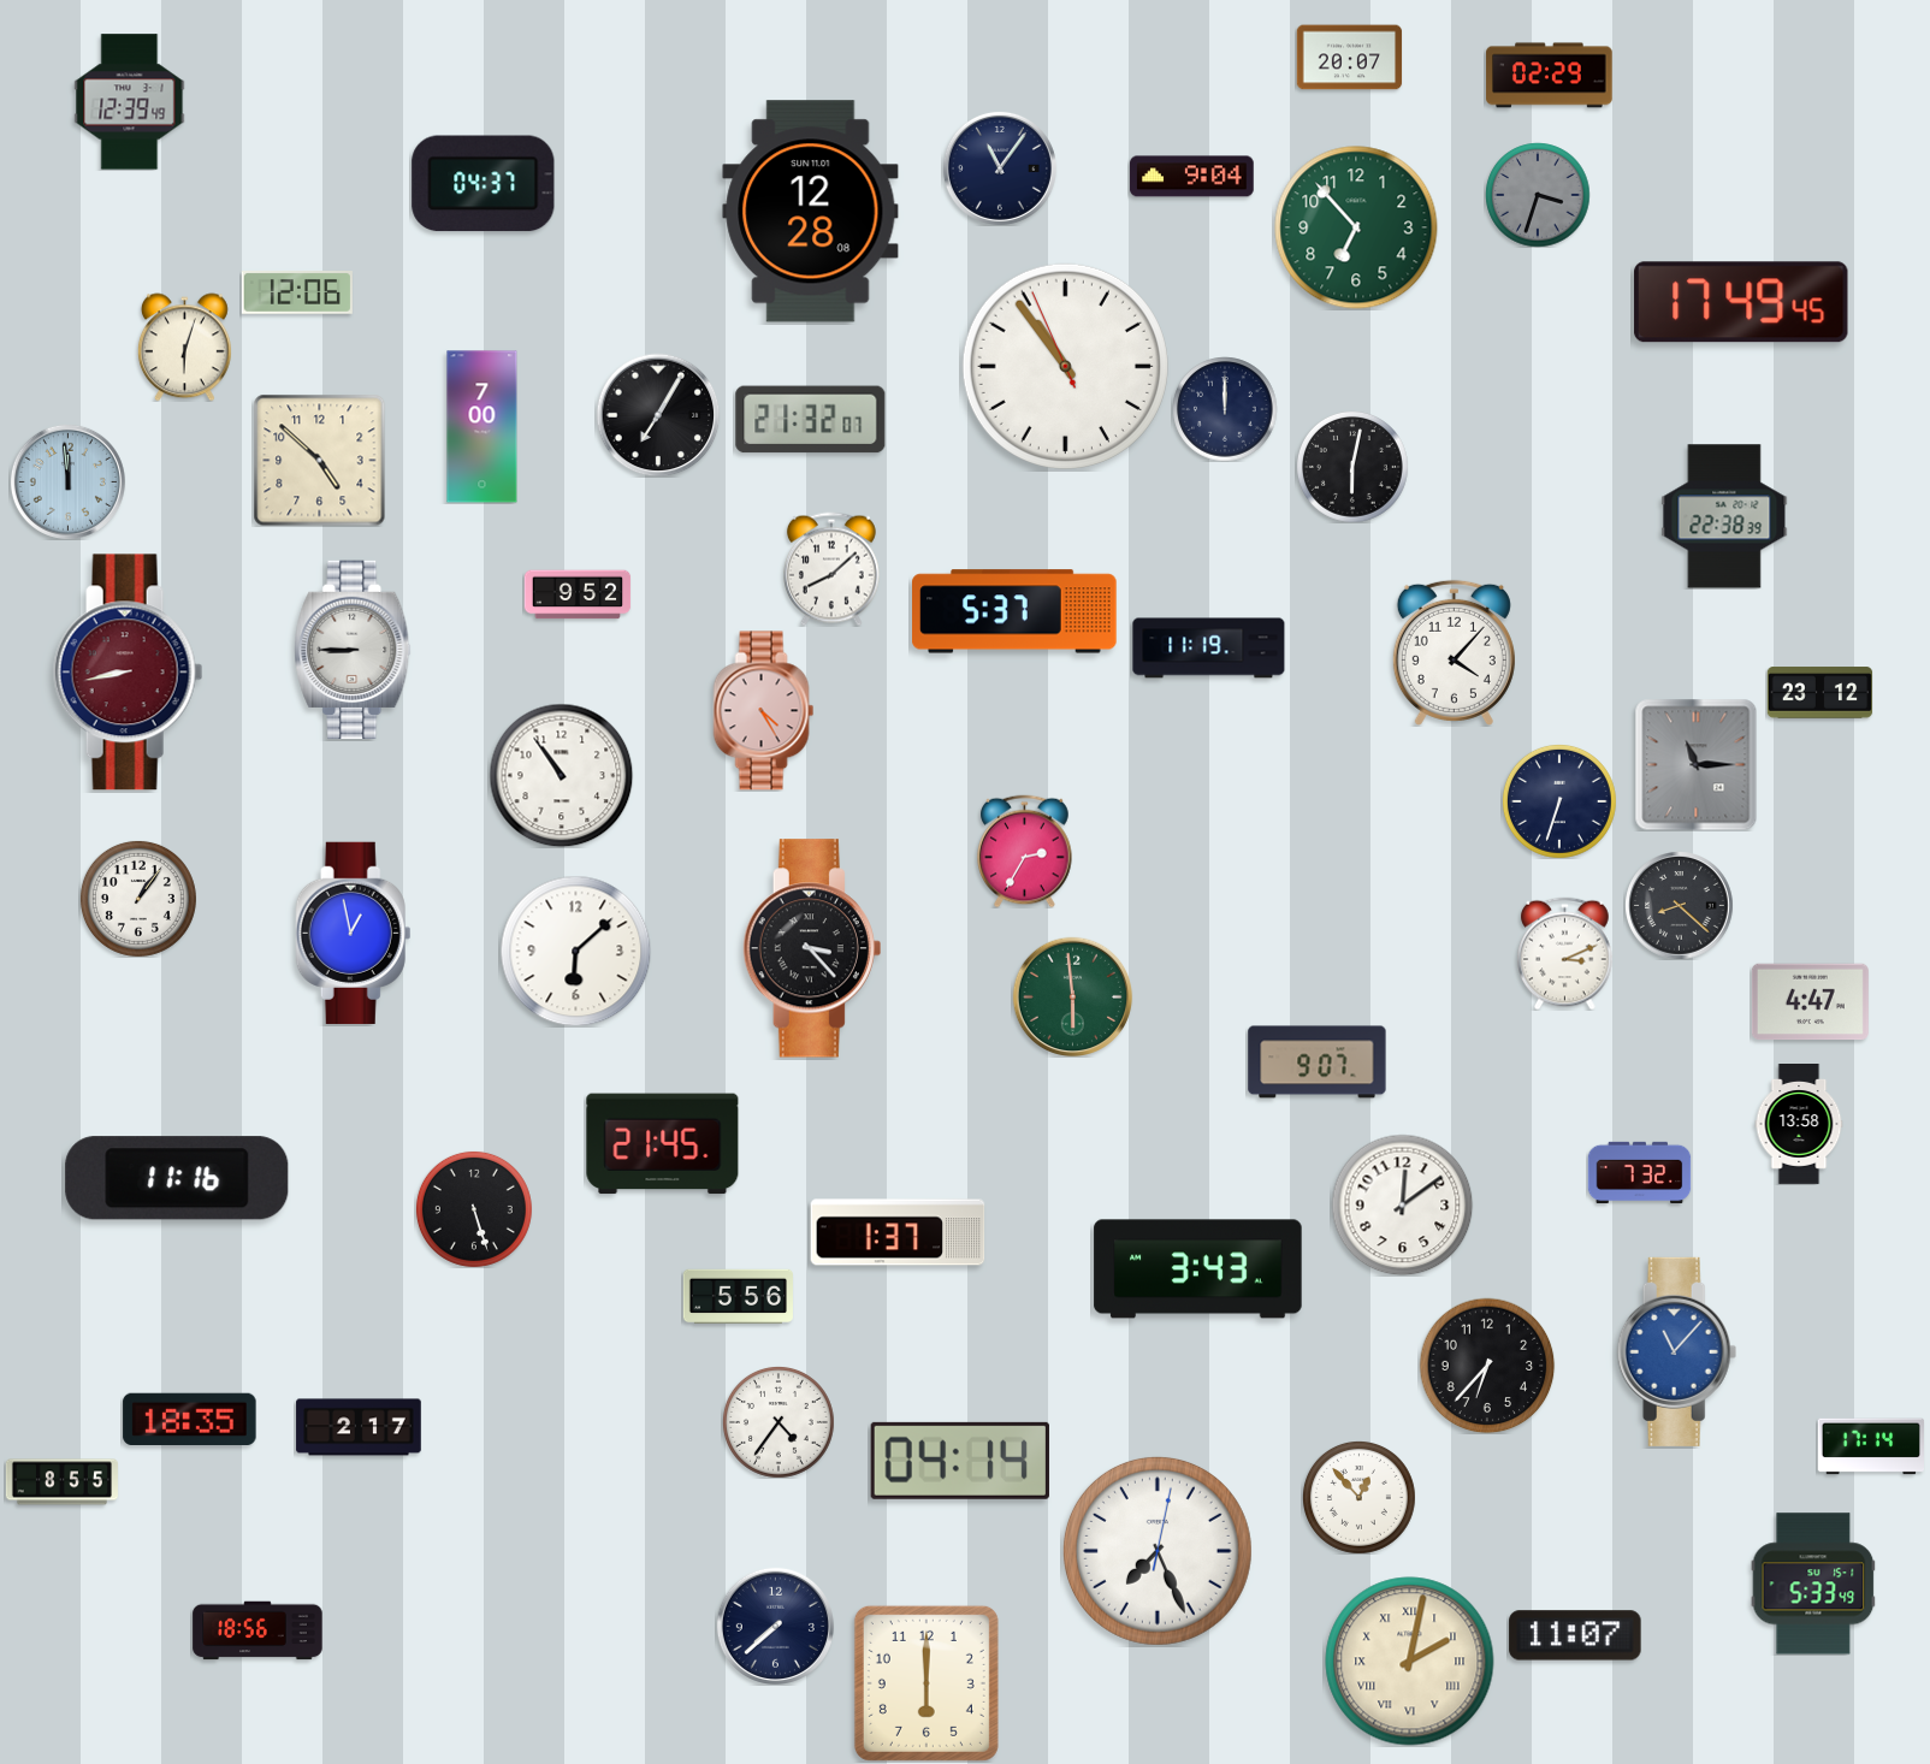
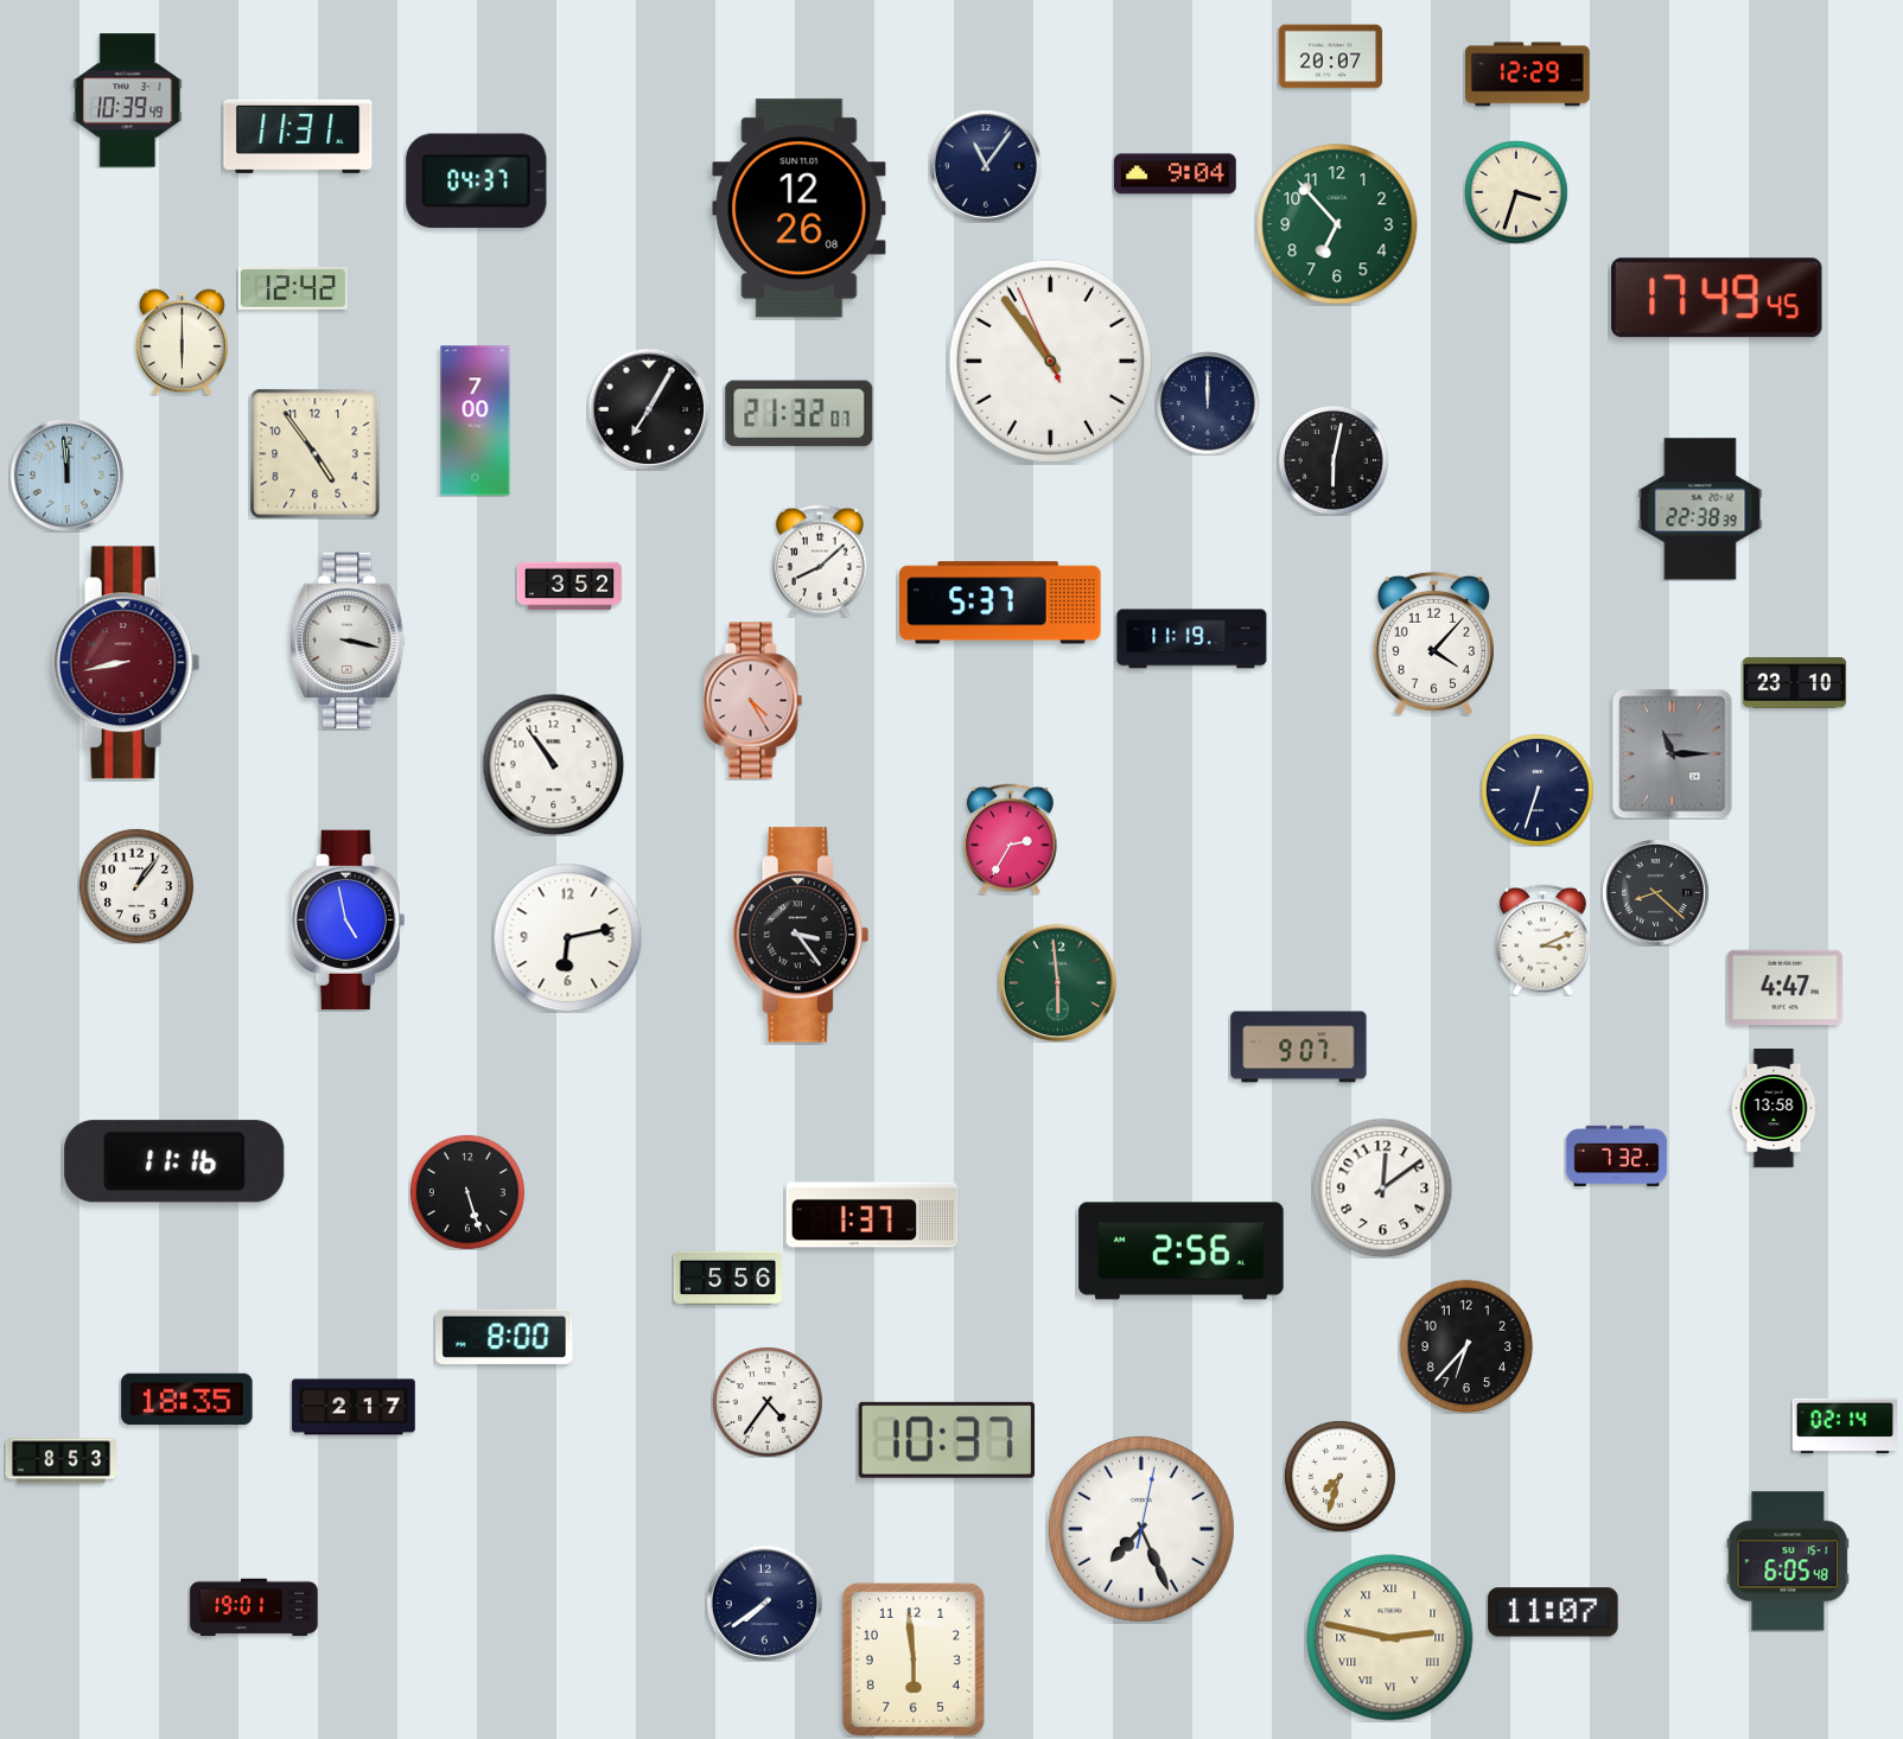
clock at (1550, 76): 02:29 -> 12:29
clock at (130, 102): 12:39 -> 10:39
clock at (298, 136): none -> 11:31
clock at (1538, 195) dial: grey -> cream
clock at (811, 212): 12:28 -> 12:26
clock at (297, 294): 12:06 -> 12:42
clock at (184, 347): 6:03 -> 6:00
clock at (319, 460): 4:52 -> 4:54
clock at (578, 594): 9:52 -> 3:52
clock at (353, 650): 8:45 -> 3:17
clock at (1819, 693): 23:12 -> 23:10
clock at (354, 933): 12:58 -> 4:58
clock at (812, 948): 3:23 -> 3:24
clock at (575, 951): 6:08 -> 6:13
clock at (663, 1144): 21:45 -> none
clock at (898, 1232) position: (898, 1232) -> (872, 1215)
clock at (1198, 1269): 3:43 -> 2:56
clock at (1677, 1351): 11:07 -> none
clock at (504, 1337): none -> 8:00
clock at (1871, 1446): 17:14 -> 02:14
clock at (960, 1461): 04:14 -> 10:37
clock at (61, 1482): 8:55 -> 8:53
clock at (1358, 1497): 12:53 -> 7:33
clock at (1813, 1584): 5:33 -> 6:05
clock at (775, 1626): 7:38 -> 7:39
clock at (257, 1630): 18:56 -> 19:01
clock at (1410, 1662): 2:02 -> 2:47
clock at (926, 1683): 6:00 -> 5:59
